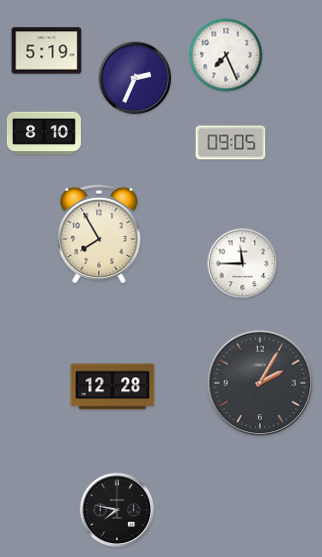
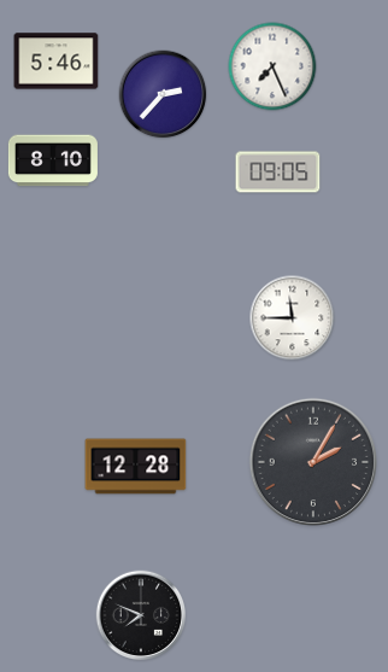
clock at (47, 51): 5:19 -> 5:46
clock at (135, 78): 2:34 -> 2:37
clock at (99, 234): 7:55 -> none
clock at (117, 510): 7:47 -> 7:49
